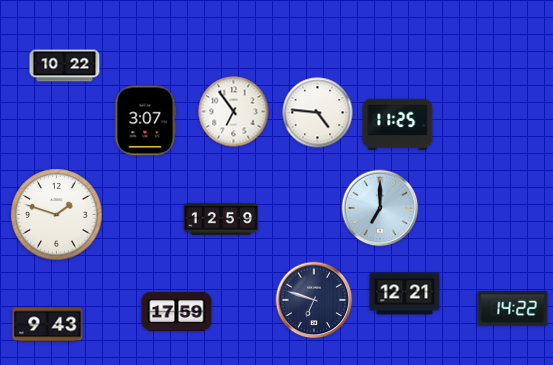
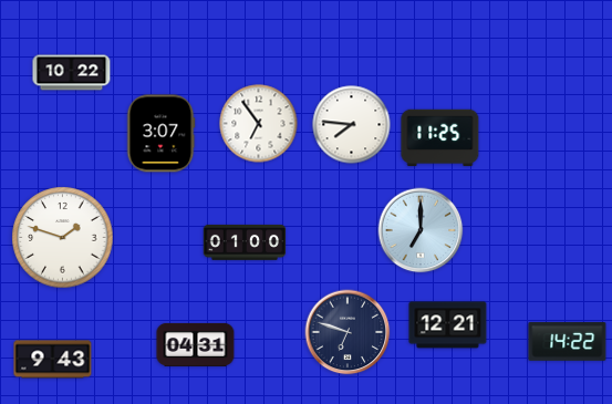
clock at (318, 113): 4:46 -> 7:46
clock at (221, 219): 12:59 -> 01:00
clock at (177, 311): 17:59 -> 04:31
